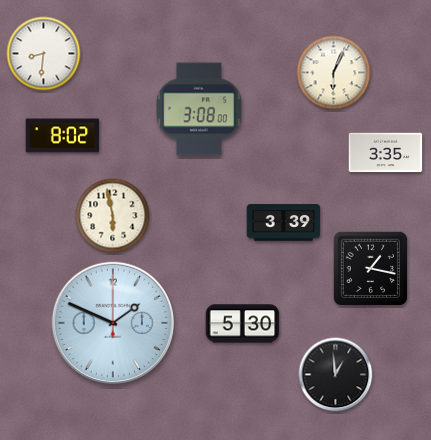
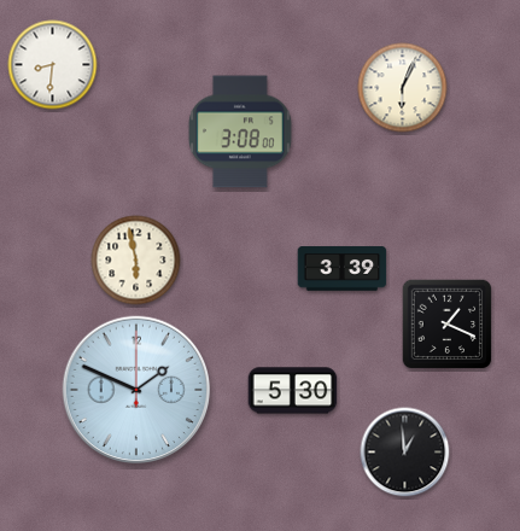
clock at (63, 136): 8:02 -> none
clock at (386, 153): 3:35 -> none
clock at (371, 269): 1:17 -> 1:19
